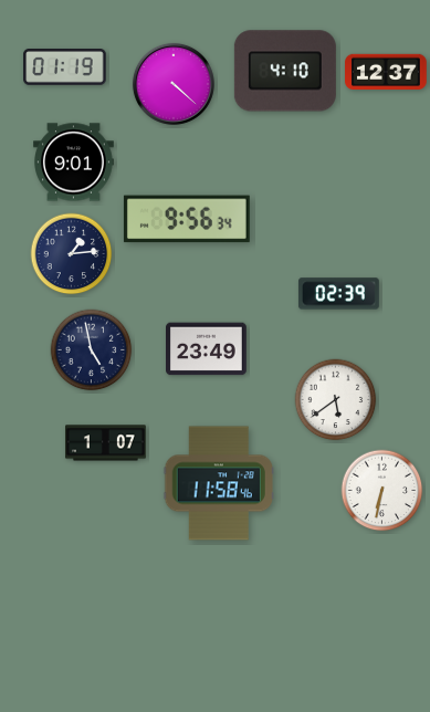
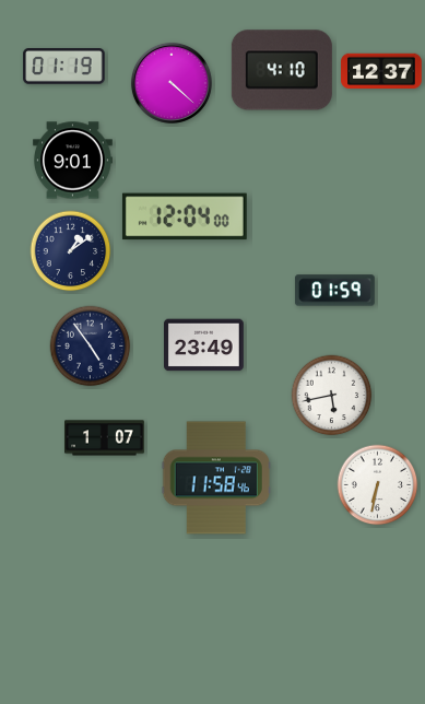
clock at (187, 219): 9:56 -> 12:04
clock at (72, 254): 1:14 -> 1:09
clock at (338, 294): 02:39 -> 01:59
clock at (92, 350): 4:58 -> 4:54
clock at (336, 400): 5:39 -> 5:43
